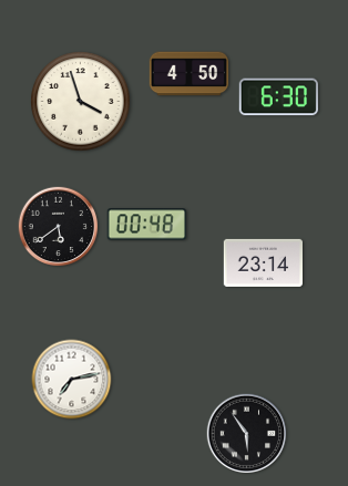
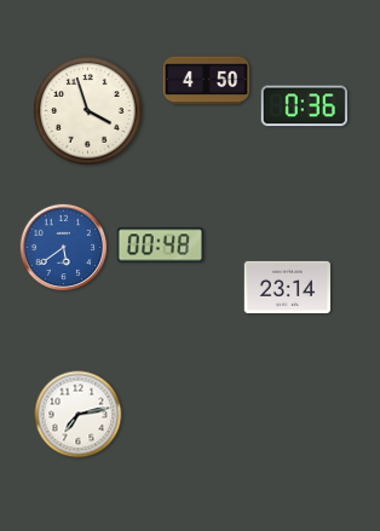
clock at (278, 97): 6:30 -> 0:36
clock at (59, 227) dial: black -> blue
clock at (247, 434): 5:54 -> none
